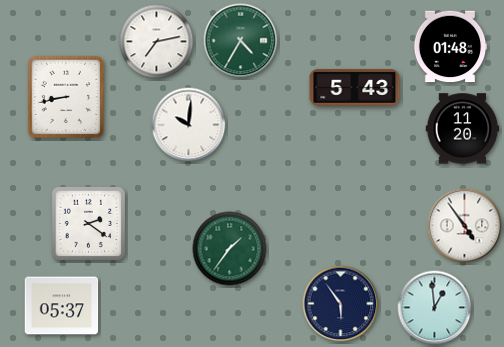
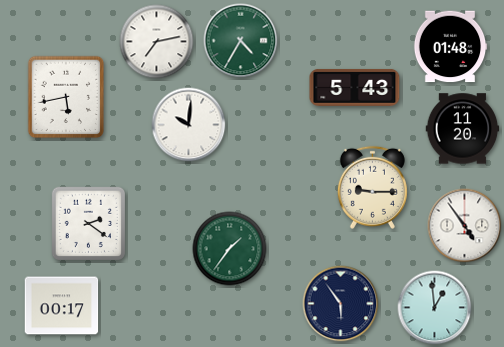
clock at (66, 97): 8:43 -> 5:43
clock at (372, 187): none -> 9:15
clock at (62, 306): 05:37 -> 00:17
